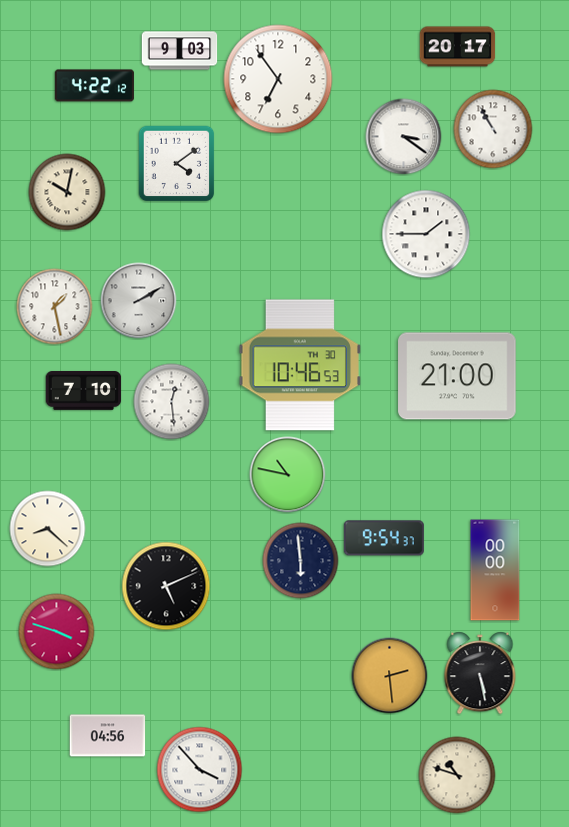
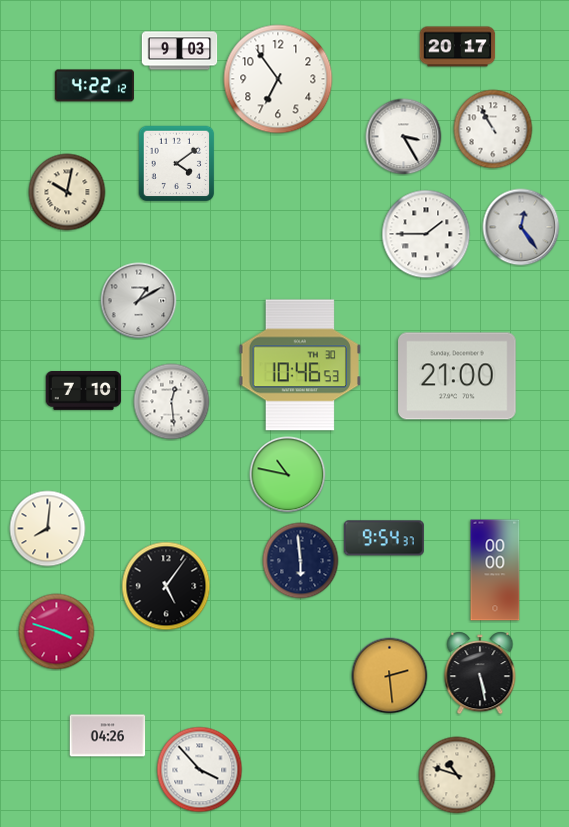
clock at (404, 137): 3:21 -> 3:25
clock at (521, 227): none -> 12:24
clock at (139, 301): 2:10 -> 1:10
clock at (55, 307): 1:28 -> none
clock at (48, 529): 8:22 -> 8:01
clock at (166, 586): 5:11 -> 5:06
clock at (108, 736): 04:56 -> 04:26
